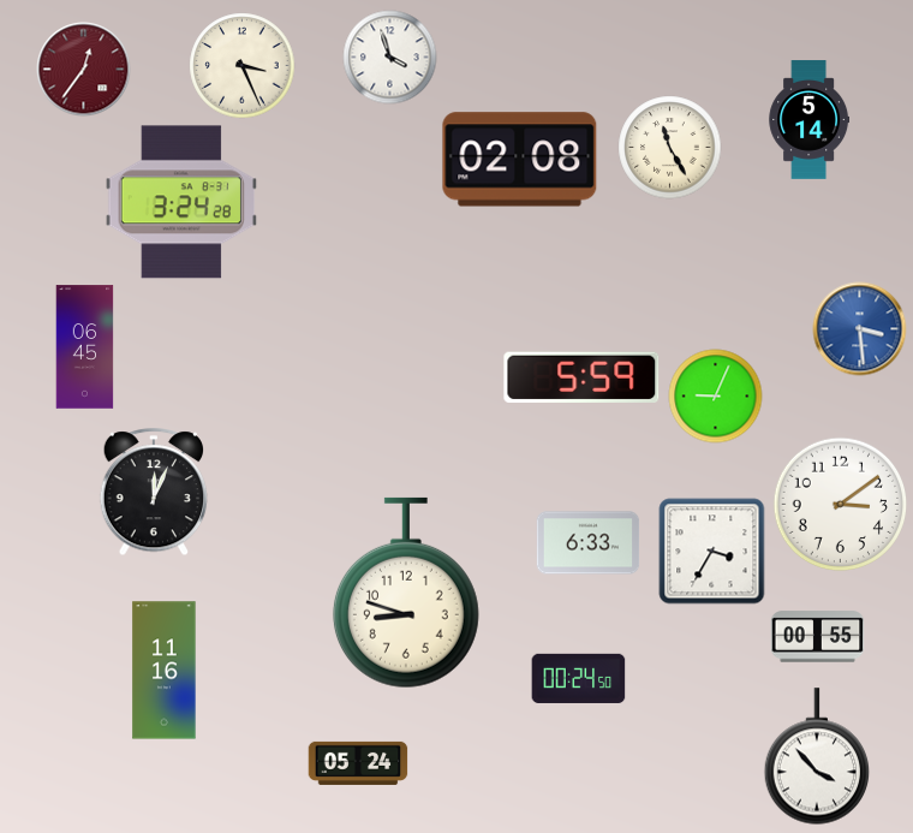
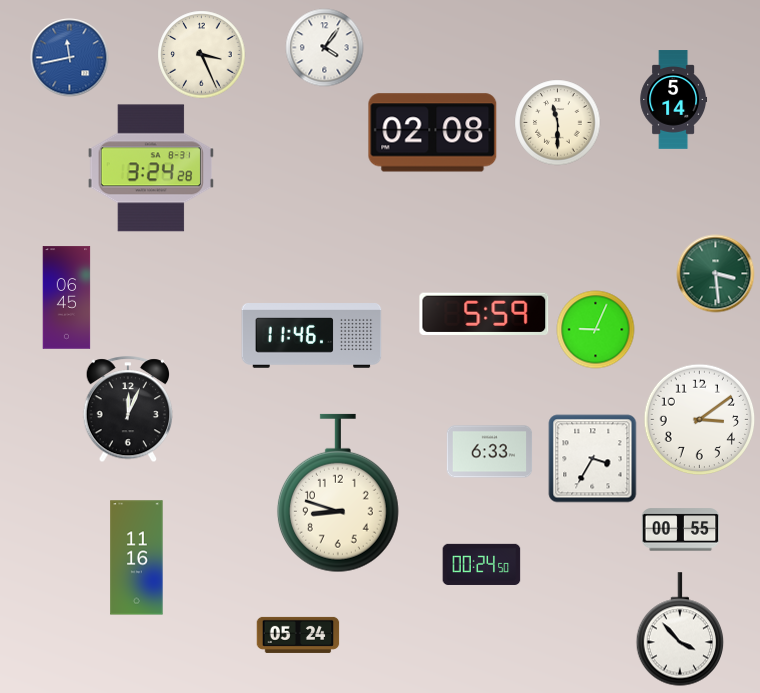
clock at (389, 56): 3:57 -> 4:06
clock at (83, 69): 12:36 -> 11:43
clock at (83, 69) dial: burgundy -> blue
clock at (669, 147): 11:25 -> 11:30
clock at (859, 328) dial: blue -> green
clock at (85, 347) position: (85, 347) -> (67, 298)
clock at (312, 336): none -> 11:46
